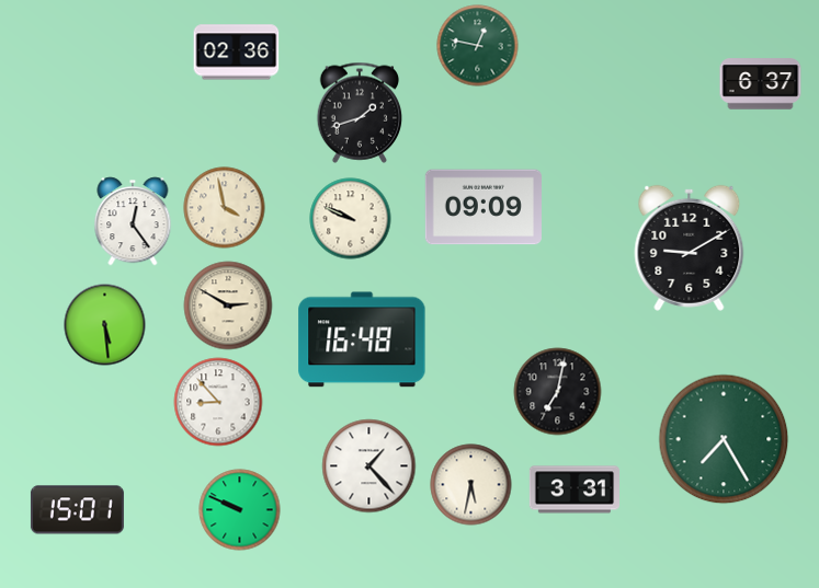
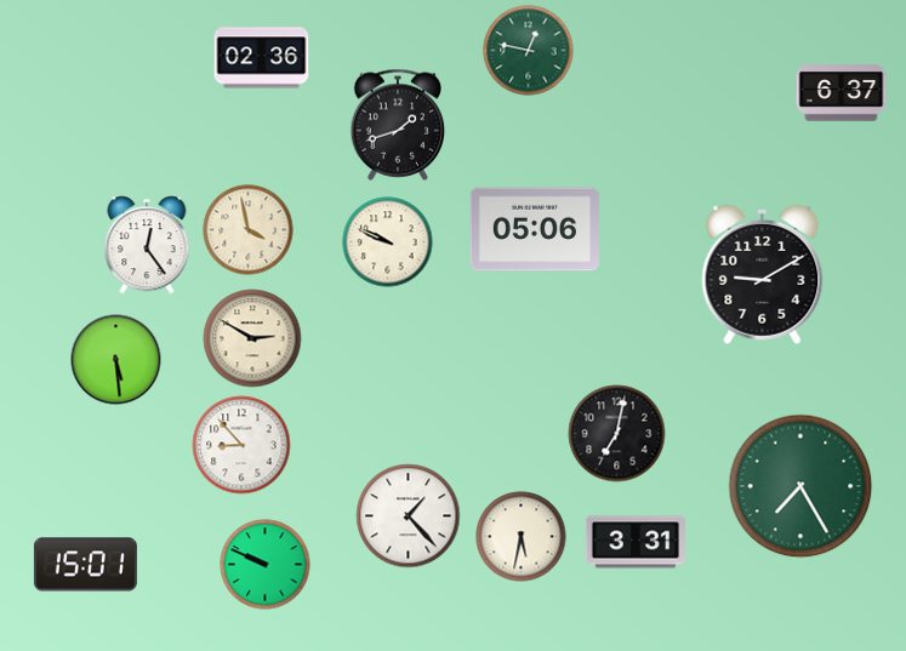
clock at (484, 207): 09:09 -> 05:06
clock at (362, 339): 16:48 -> none
